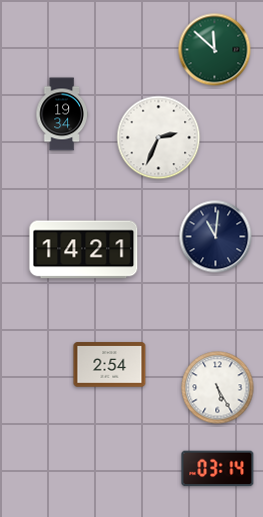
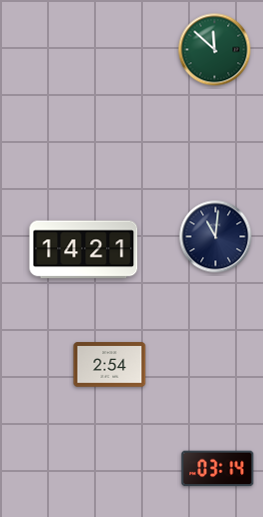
clock at (62, 114): 19:34 -> none
clock at (159, 138): 2:34 -> none
clock at (218, 388): 5:25 -> none
